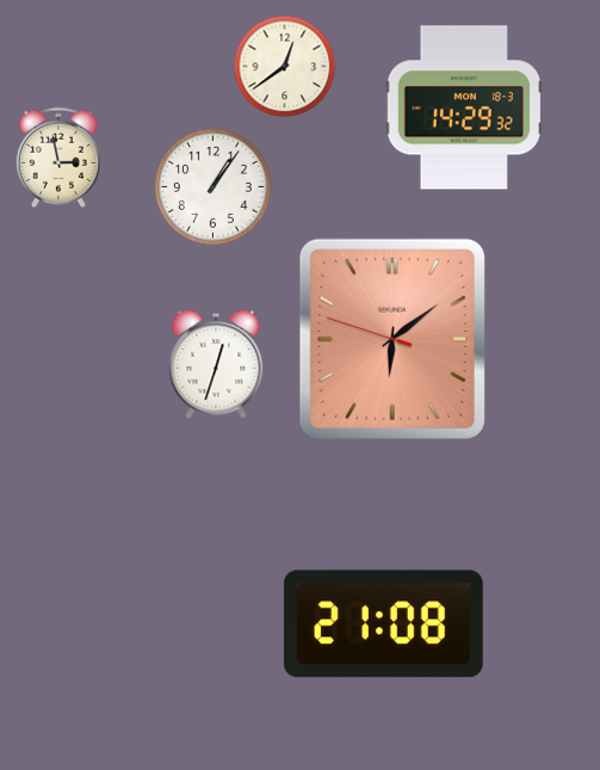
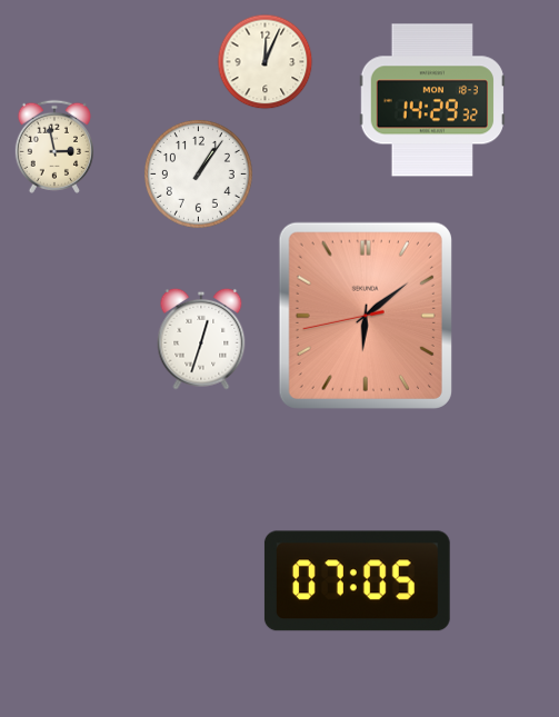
clock at (285, 67): 12:39 -> 12:04
clock at (392, 339): 6:08:48 -> 6:08:43
clock at (383, 624): 21:08 -> 07:05
